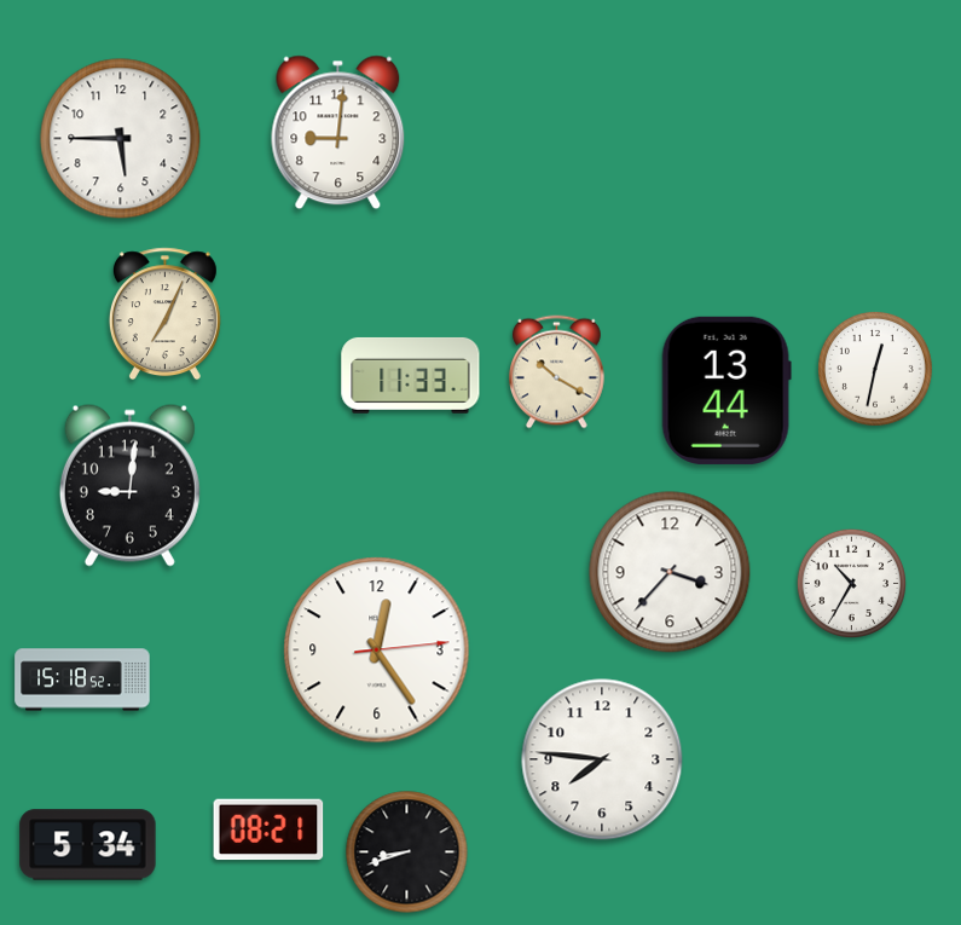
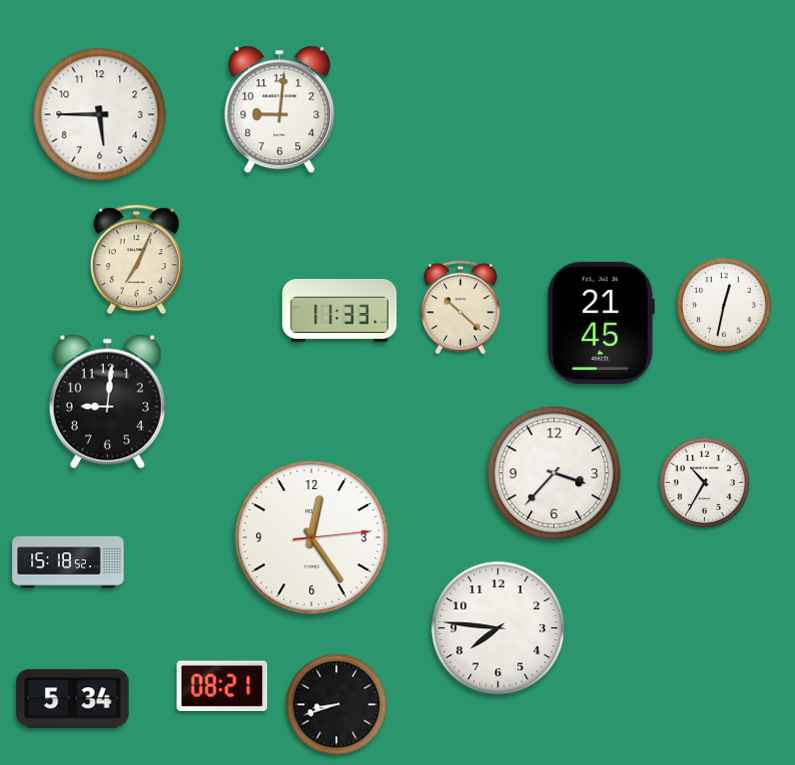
clock at (557, 372): 10:20 -> 10:22
clock at (726, 391): 13:44 -> 21:45
